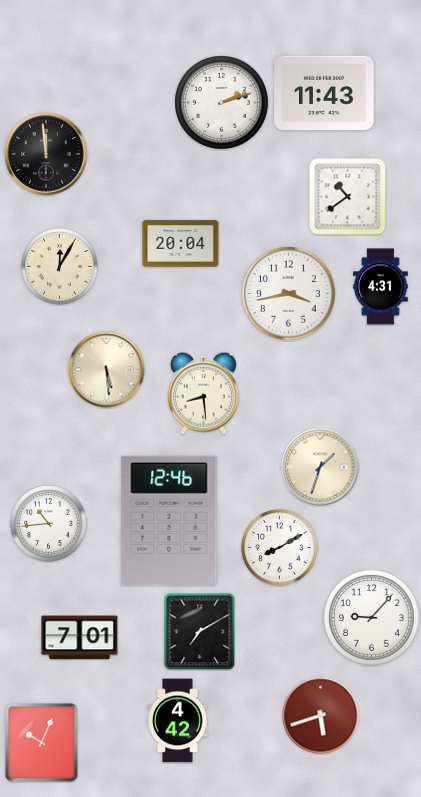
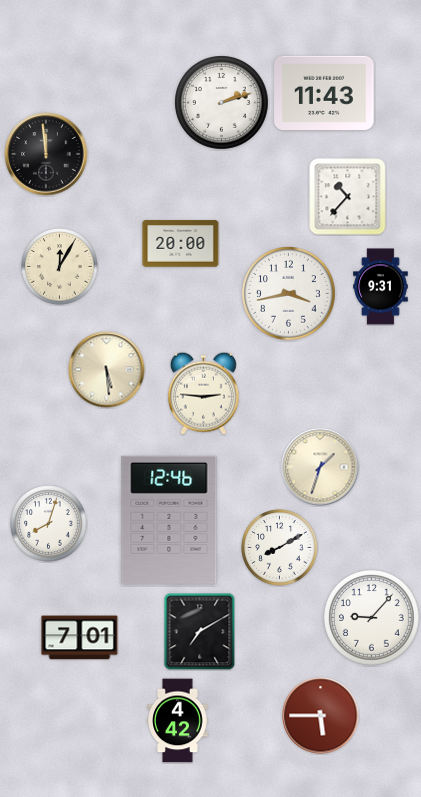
clock at (348, 197): 10:39 -> 10:37
clock at (181, 244): 20:04 -> 20:00
clock at (381, 287): 4:31 -> 9:31
clock at (203, 393): 8:29 -> 2:46
clock at (49, 524): 10:44 -> 8:03
clock at (321, 716): 5:42 -> 5:45
clock at (42, 743): 10:04 -> none
